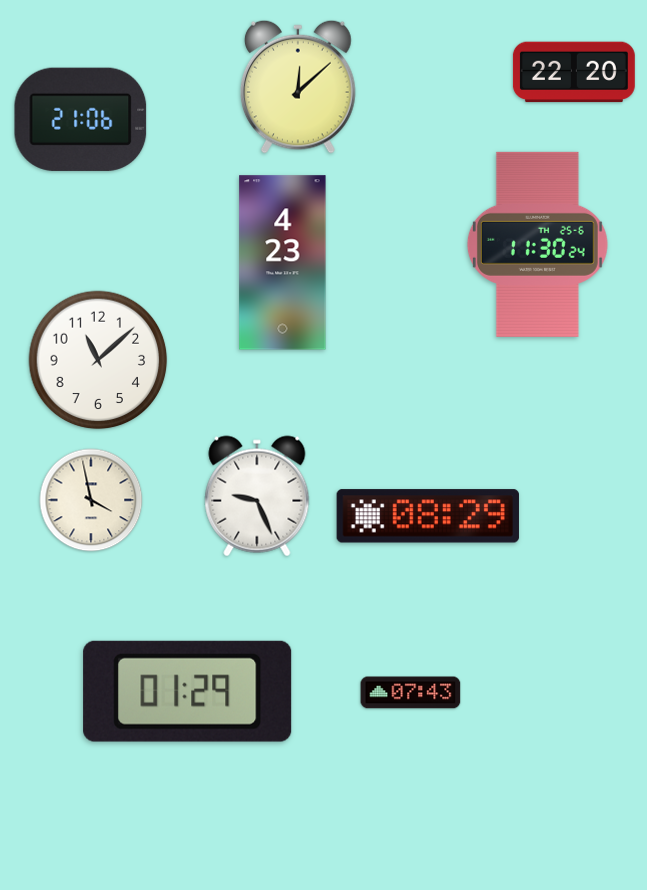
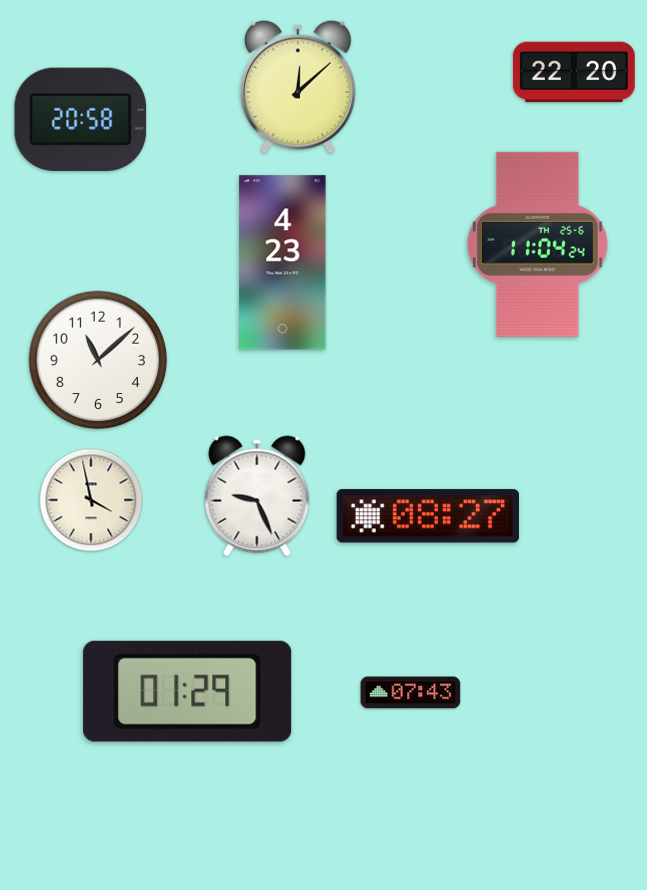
clock at (81, 119): 21:06 -> 20:58
clock at (537, 244): 11:30 -> 11:04
clock at (428, 516): 08:29 -> 08:27
